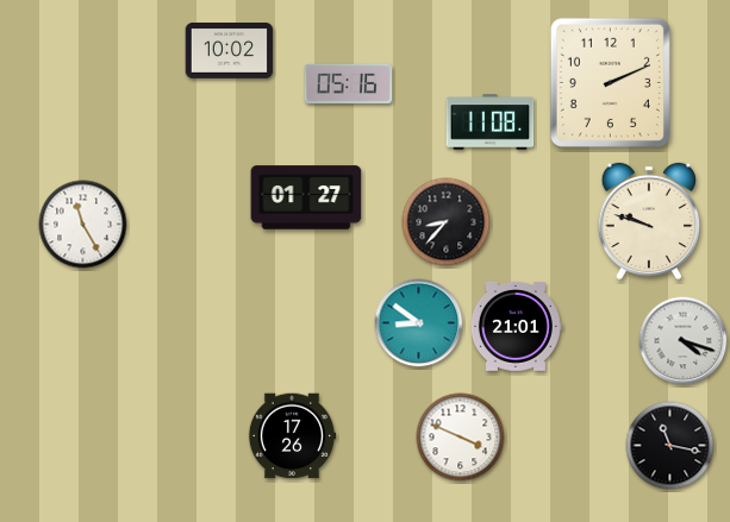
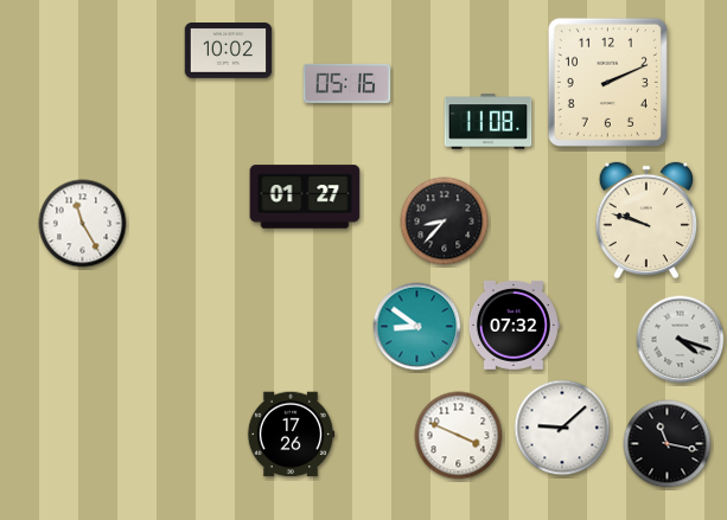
clock at (419, 323) position: (419, 323) -> (417, 327)
clock at (516, 327): 21:01 -> 07:32
clock at (562, 428): none -> 9:08
